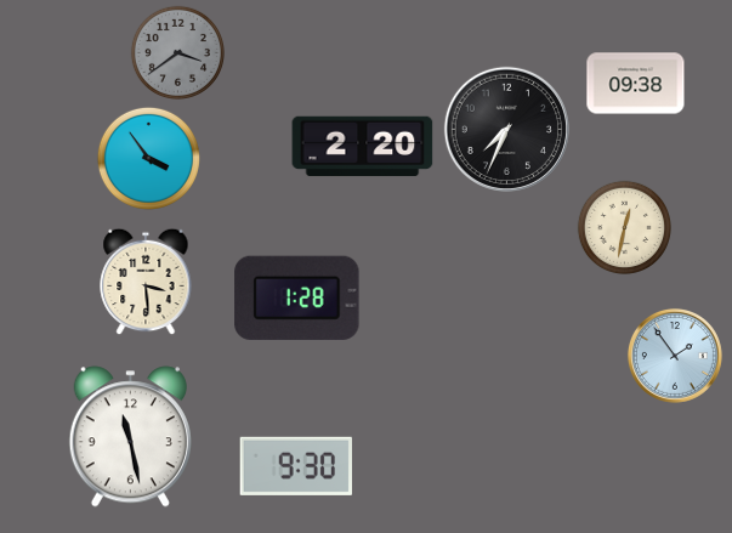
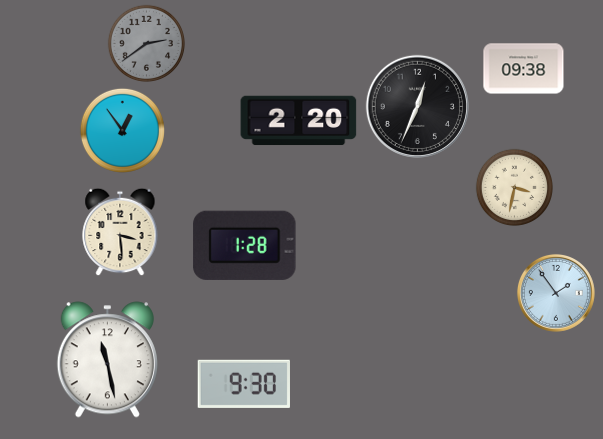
clock at (177, 52): 3:39 -> 2:39
clock at (506, 129): 7:34 -> 12:34
clock at (148, 158): 3:54 -> 12:54
clock at (624, 227): 12:32 -> 3:32
